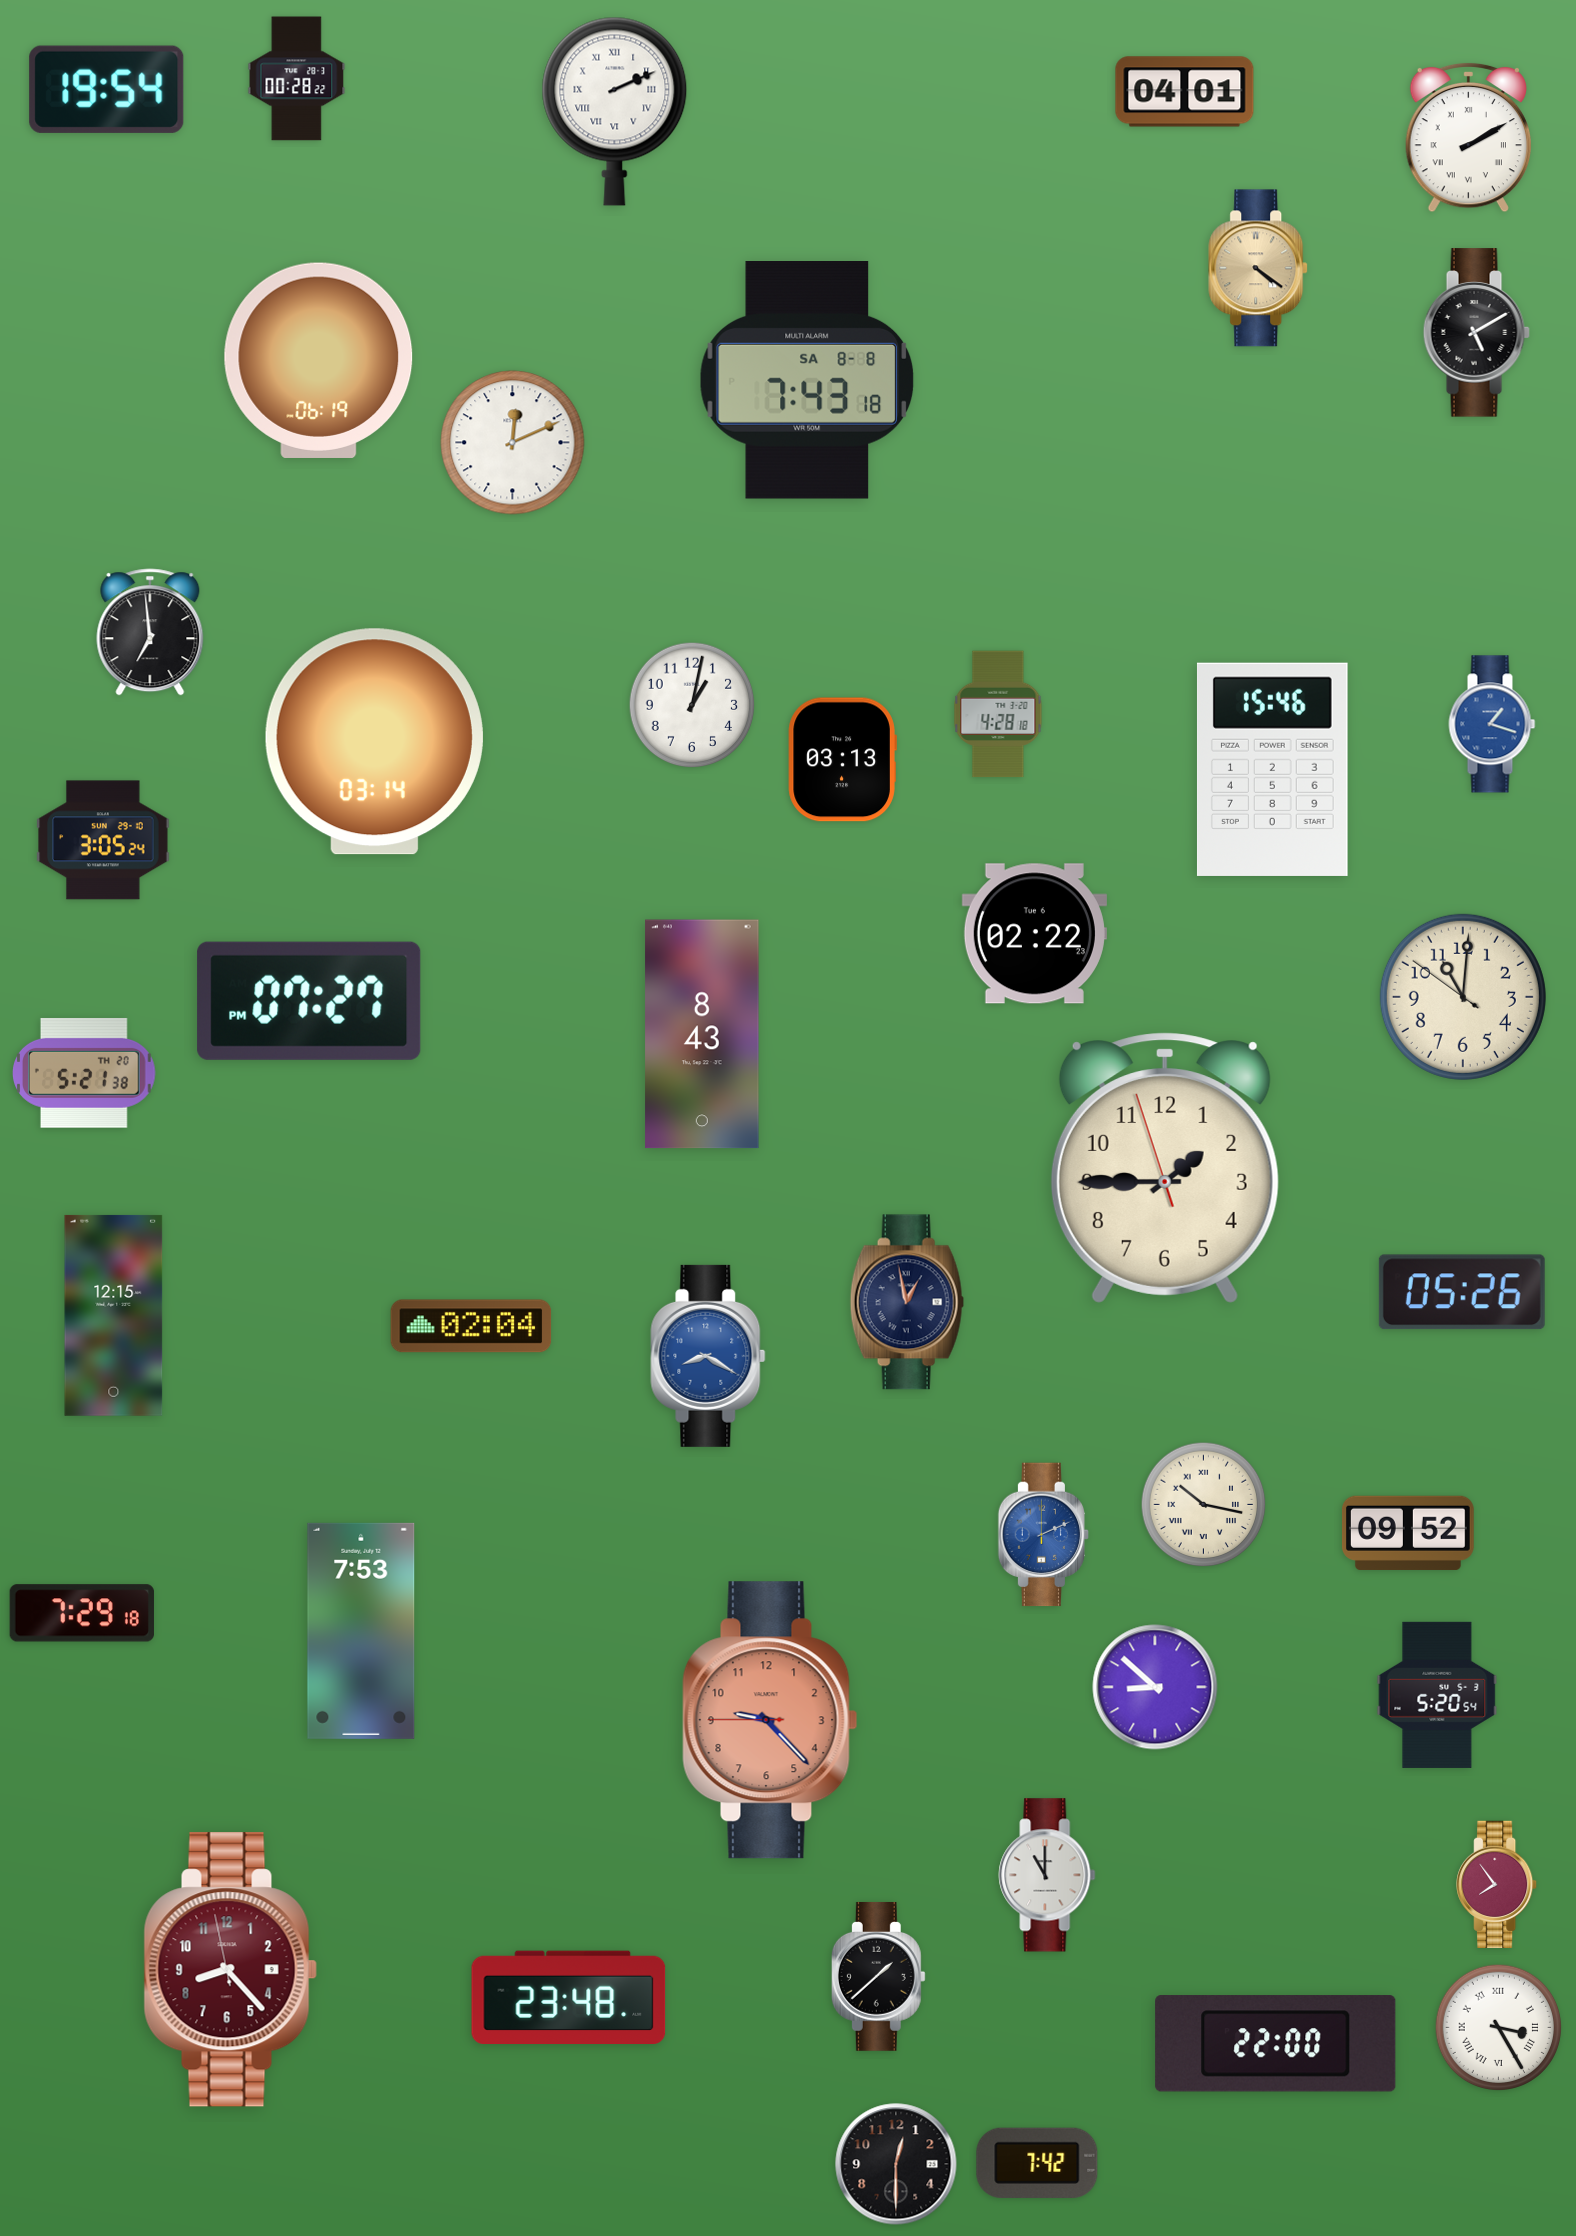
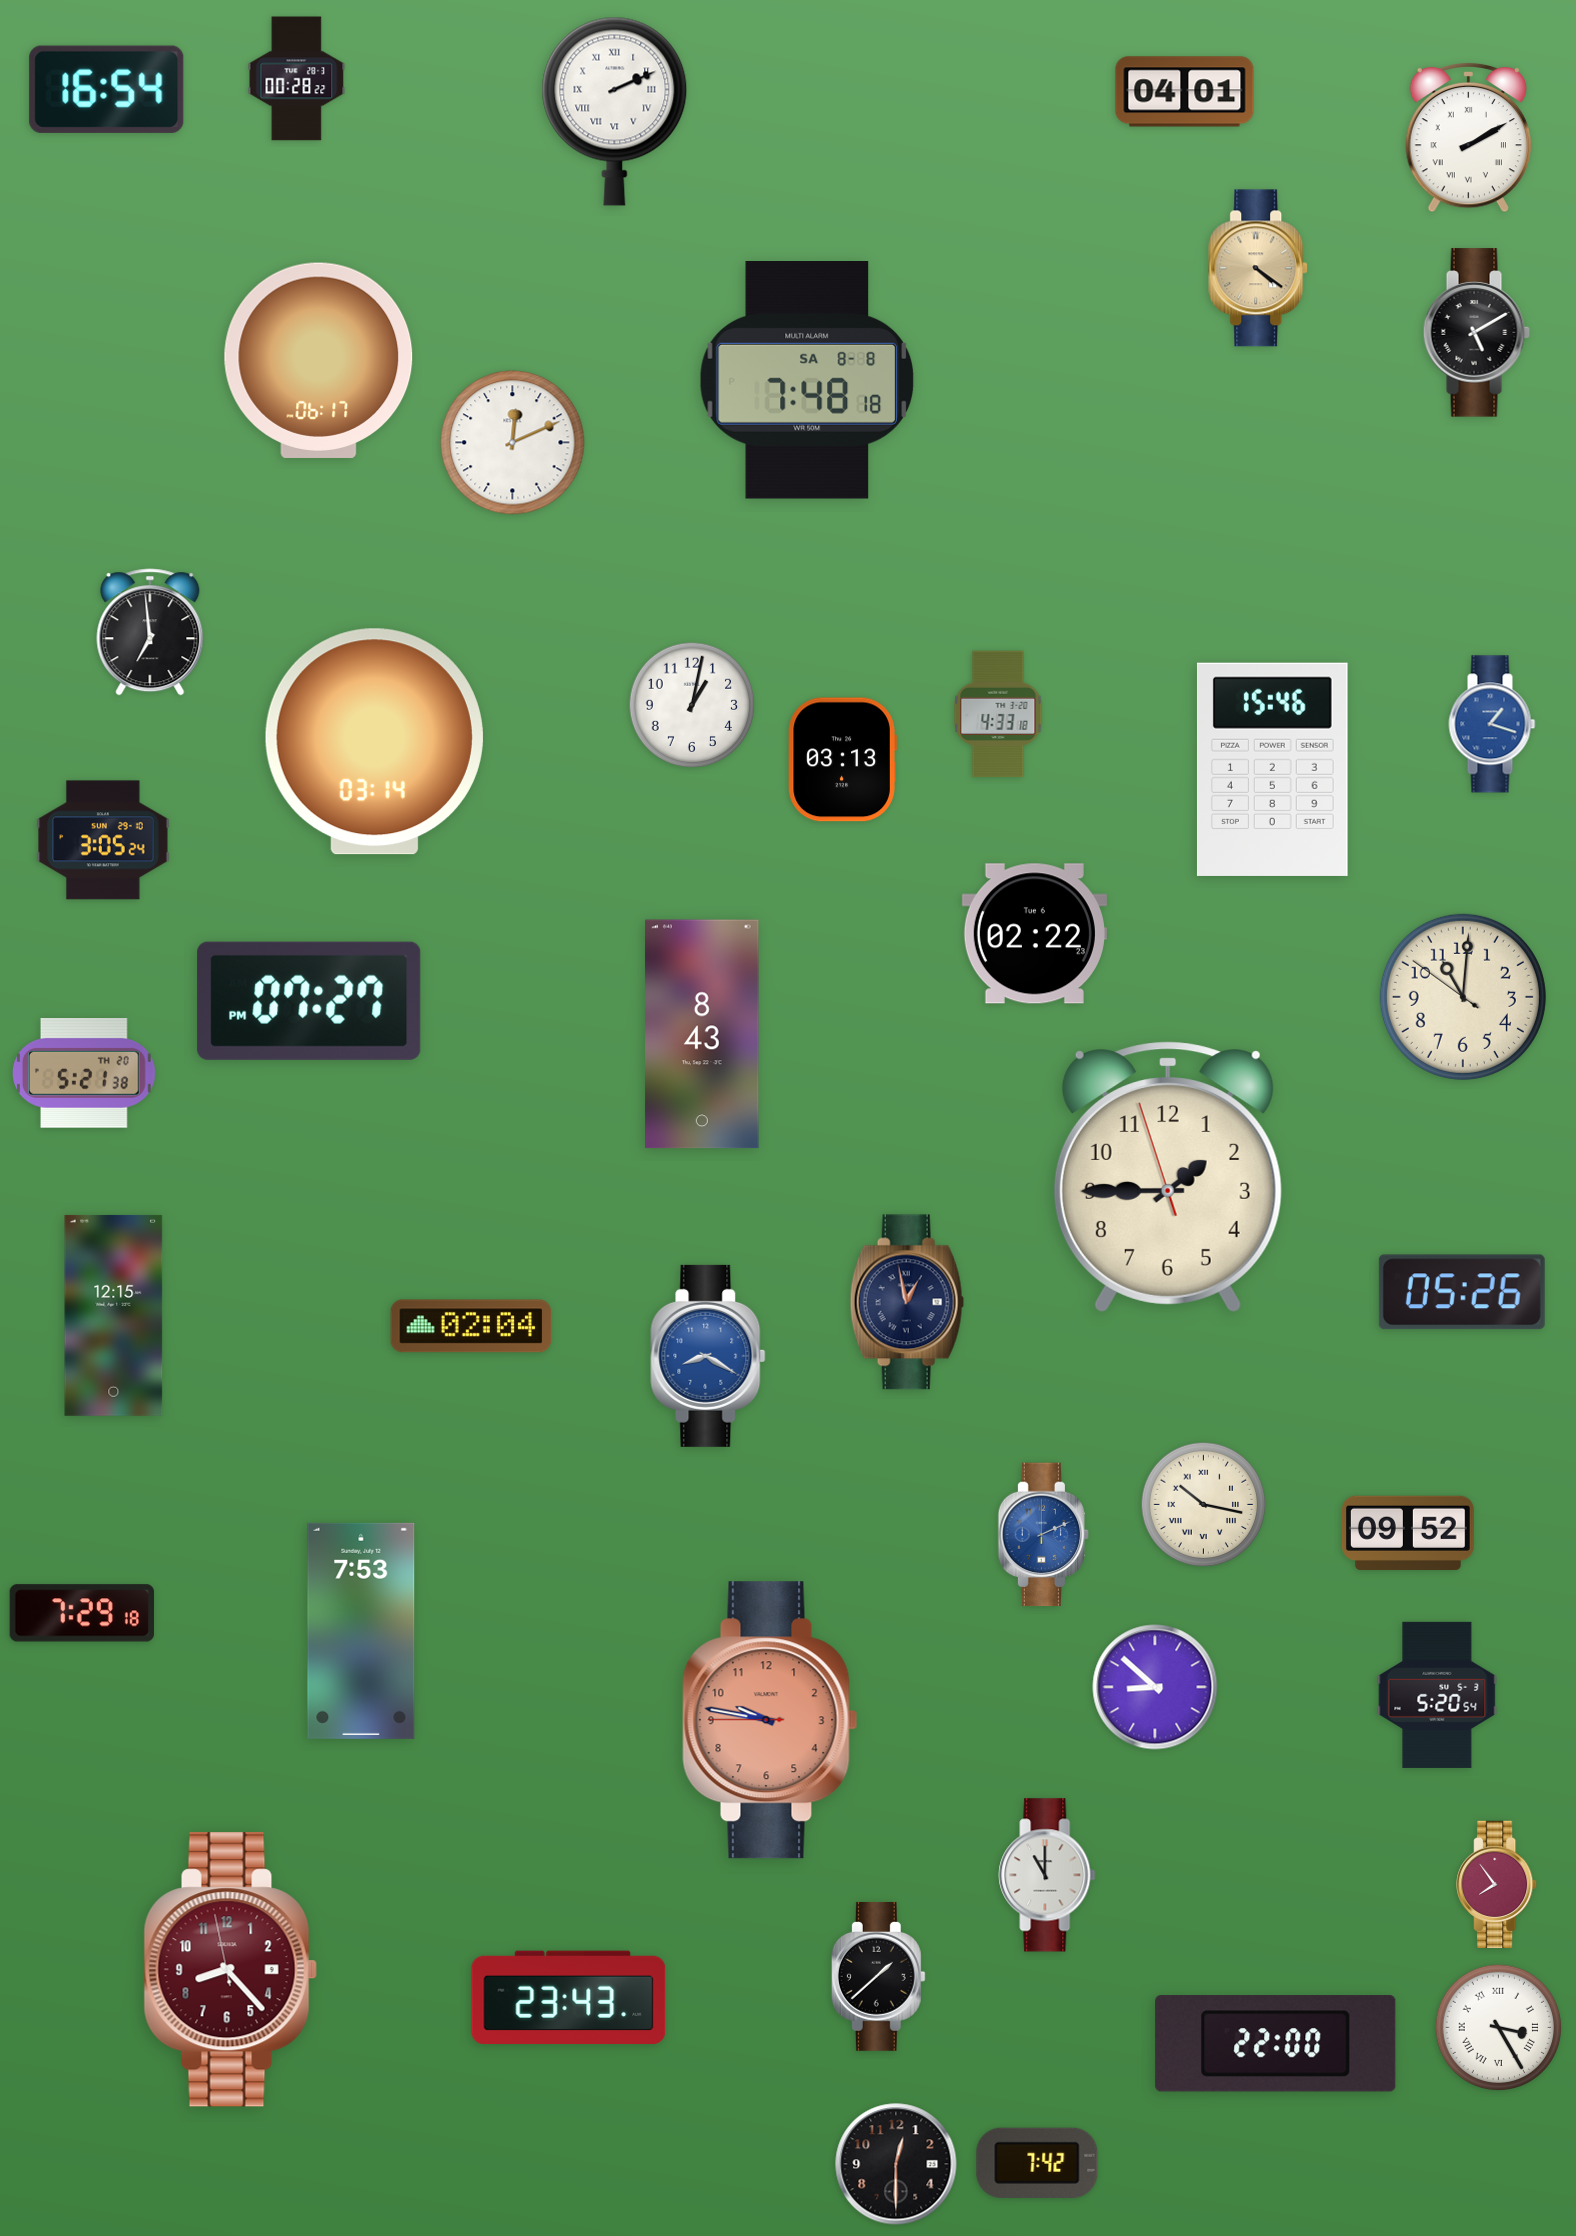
clock at (107, 89): 19:54 -> 16:54
clock at (319, 360): 06:19 -> 06:17
clock at (807, 381): 7:43 -> 7:48
clock at (998, 714): 4:28 -> 4:33
clock at (1165, 1168) position: (1165, 1168) -> (1168, 1177)
clock at (770, 1720): 9:22 -> 9:46
clock at (569, 1998): 23:48 -> 23:43
